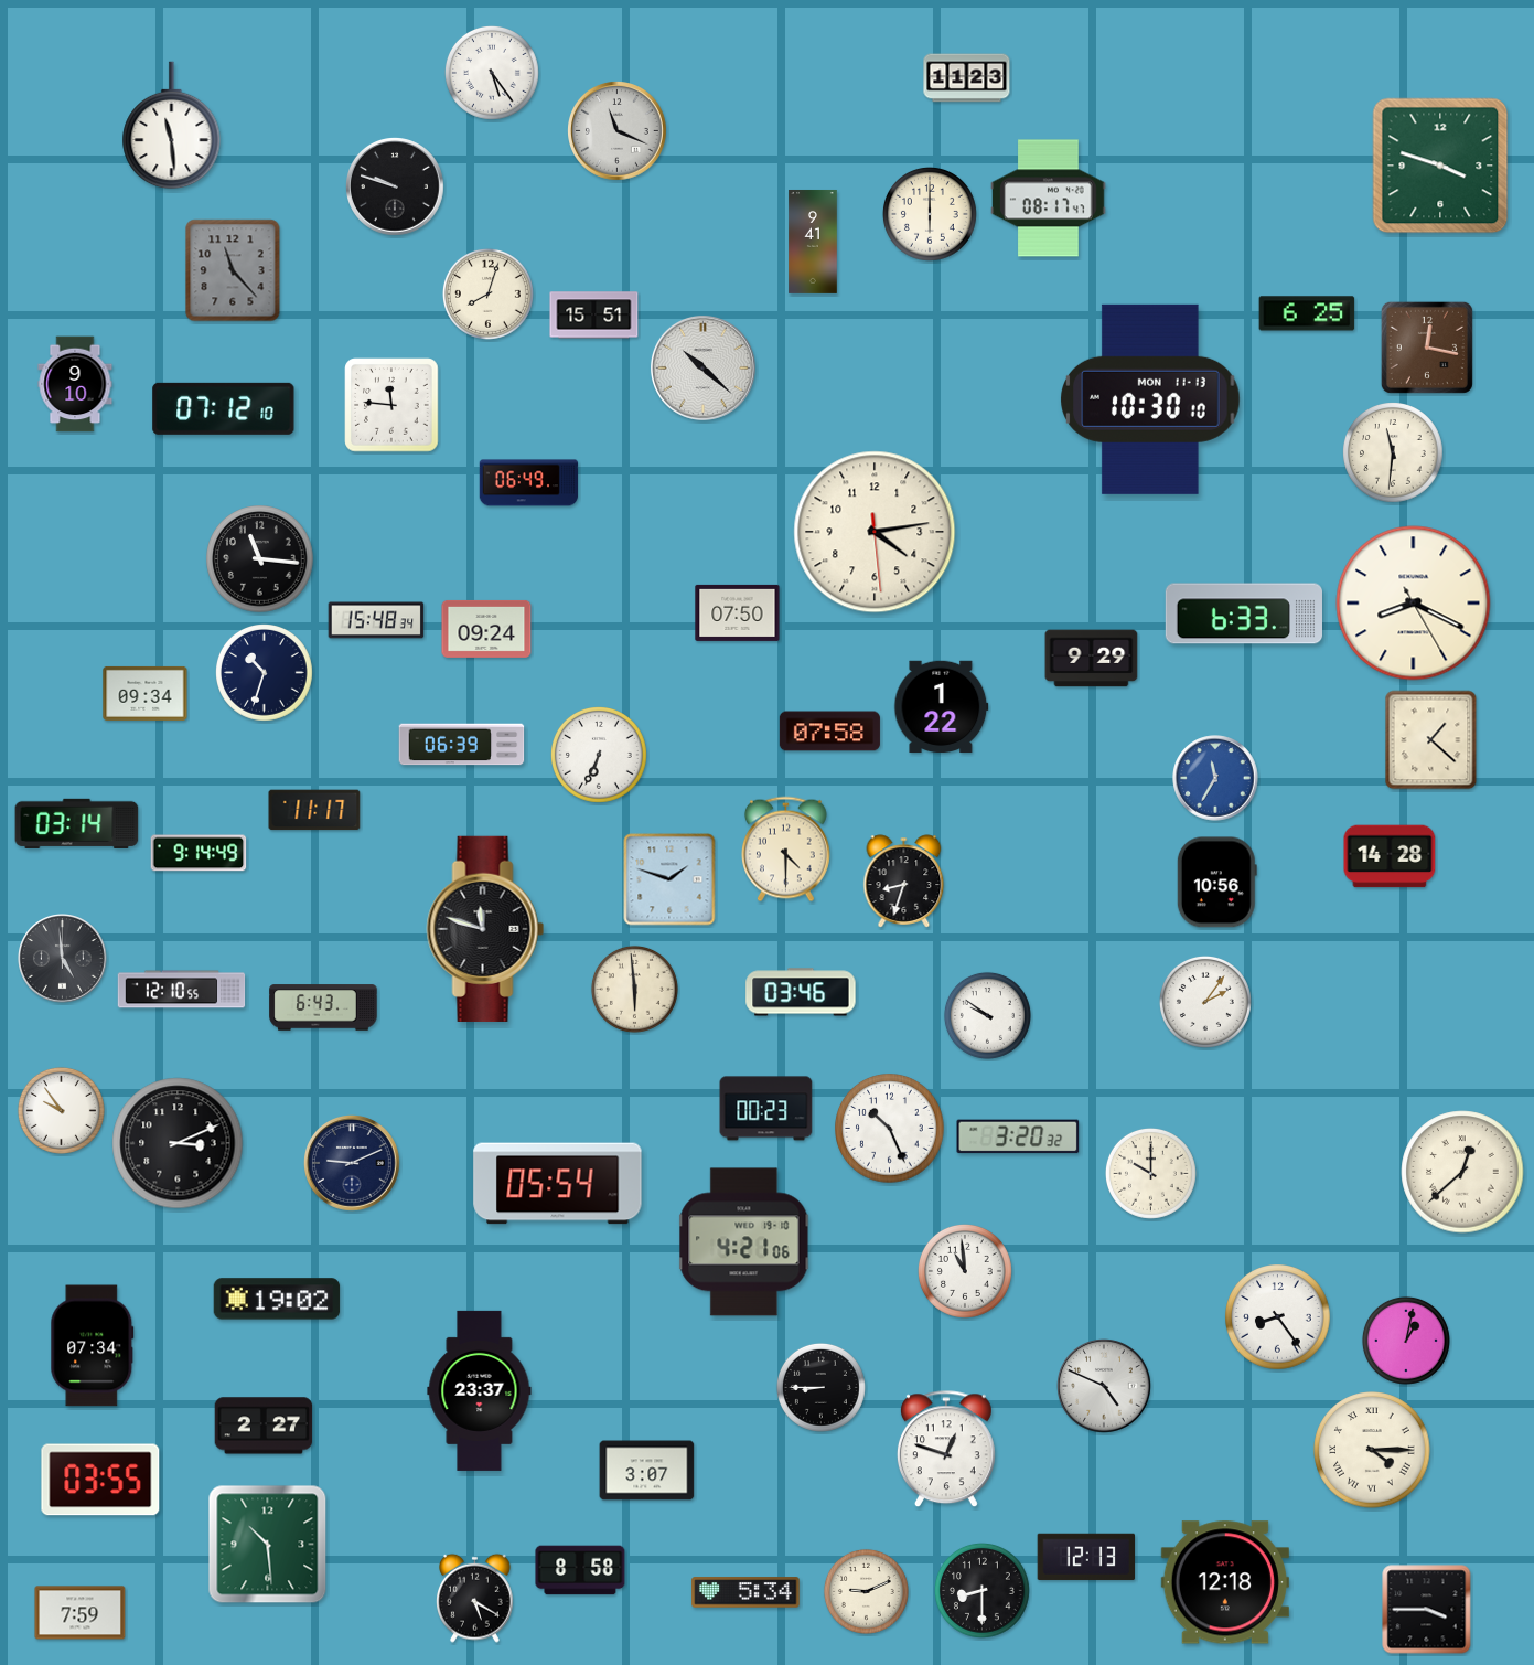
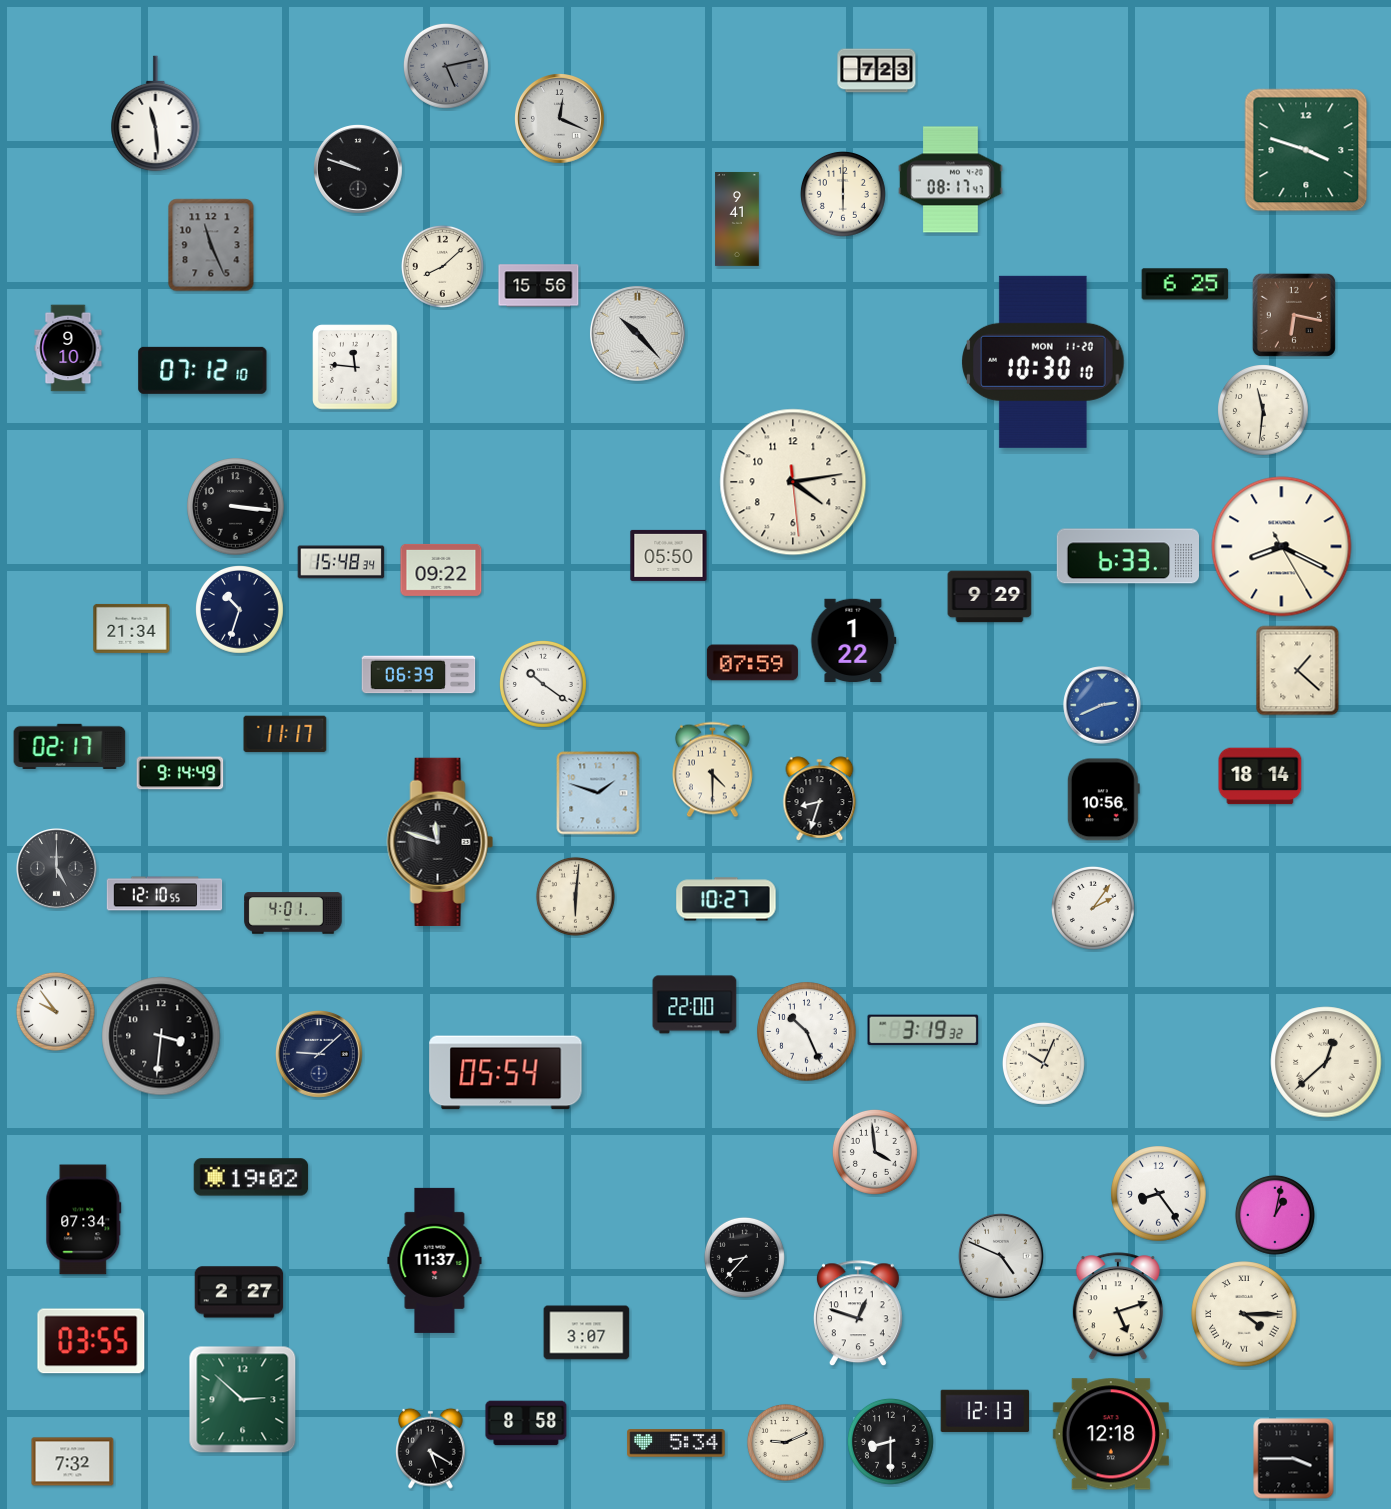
clock at (492, 73): 5:24 -> 5:13
clock at (492, 73) dial: white -> grey
clock at (967, 78): 11:23 -> 7:23
clock at (618, 131): 11:19 -> 12:19
clock at (233, 270): 11:23 -> 11:26
clock at (487, 293): 8:03 -> 8:08
clock at (594, 316): 15:51 -> 15:56
clock at (1427, 348): 12:17 -> 6:17
clock at (702, 367): 10:22 -> 10:23
clock at (1150, 399) date: MON 11-13 -> MON 11-20
clock at (529, 483): 06:49 -> none
clock at (260, 559): 11:16 -> 3:16
clock at (738, 612): 07:50 -> 05:50
clock at (486, 629): 09:24 -> 09:22
clock at (146, 693): 09:34 -> 21:34
clock at (829, 732): 07:58 -> 07:59
clock at (600, 756): 6:34 -> 10:21
clock at (1215, 778): 11:35 -> 2:41
clock at (77, 823): 03:14 -> 02:17
clock at (1390, 856): 14:28 -> 18:14
clock at (669, 879) position: (669, 879) -> (598, 793)
clock at (63, 959): 4:59 -> 5:00
clock at (634, 989): 5:59 -> 6:01
clock at (182, 990) position: (182, 990) -> (165, 894)
clock at (801, 992): 03:46 -> 10:27
clock at (323, 1007): 6:43 -> 4:01
clock at (987, 1015): 9:51 -> none
clock at (766, 1109): 00:23 -> 22:00
clock at (61, 1110) position: (61, 1110) -> (55, 1011)
clock at (890, 1129) position: (890, 1129) -> (807, 1032)
clock at (1018, 1136): 3:20 -> 3:19
clock at (178, 1143): 3:11 -> 3:31
clock at (353, 1164): 9:11 -> 9:08
clock at (1150, 1173): 10:00 -> 10:04
clock at (744, 1242): 4:21 -> none
clock at (965, 1271): 10:59 -> 3:59
clock at (820, 1387): 8:45 -> 8:37
clock at (480, 1390): 23:37 -> 11:37
clock at (1118, 1307): none -> 5:12
clock at (268, 1545): 10:29 -> 2:52
clock at (81, 1613): 7:59 -> 7:32
